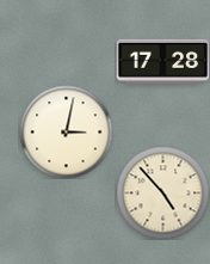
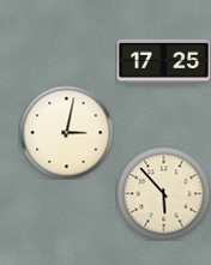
clock at (162, 61): 17:28 -> 17:25
clock at (162, 192): 4:53 -> 5:53
